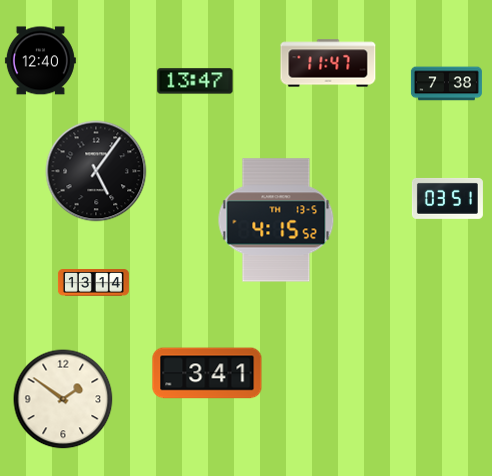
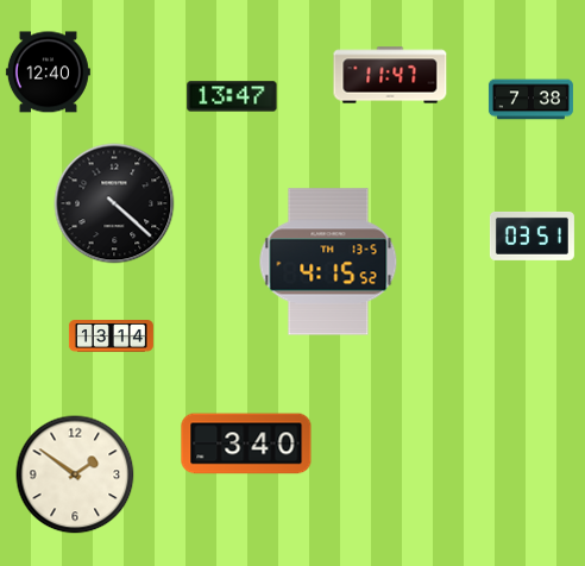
clock at (96, 171): 5:06 -> 4:22
clock at (207, 373): 3:41 -> 3:40
